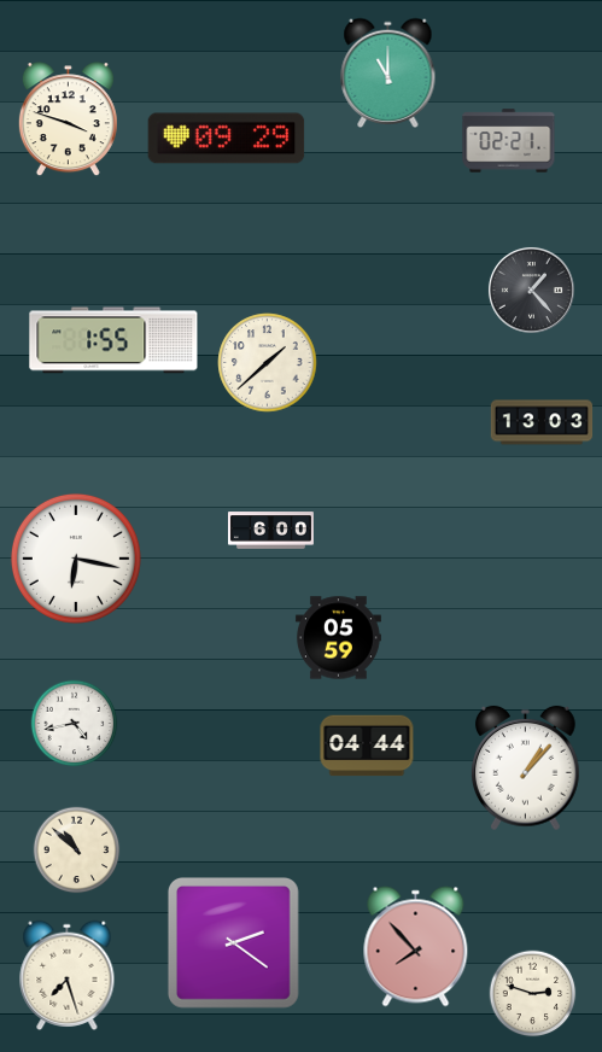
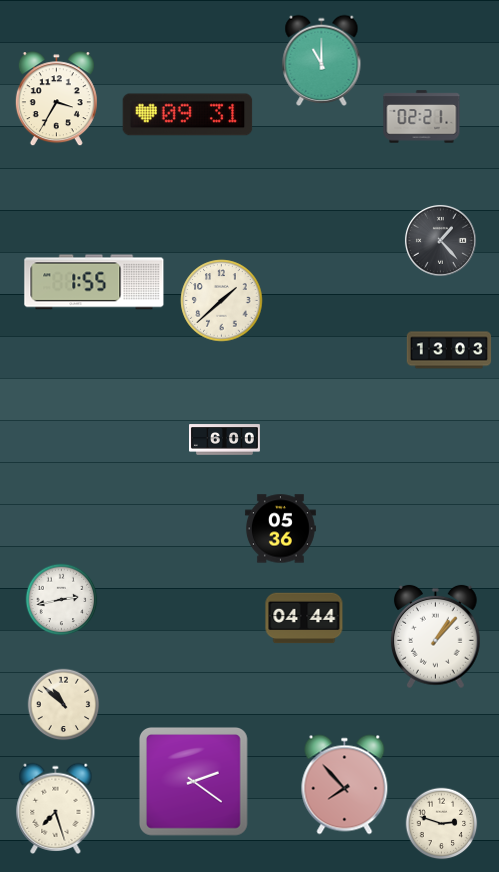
clock at (68, 119): 3:48 -> 3:35
clock at (227, 139): 09:29 -> 09:31
clock at (76, 559): 6:17 -> none
clock at (338, 638): 05:59 -> 05:36
clock at (75, 724): 4:43 -> 2:43
